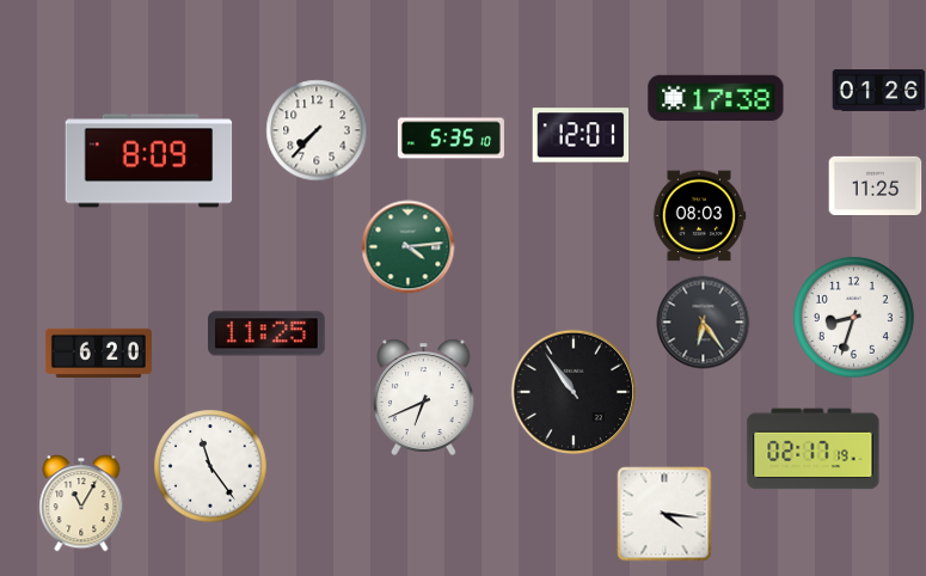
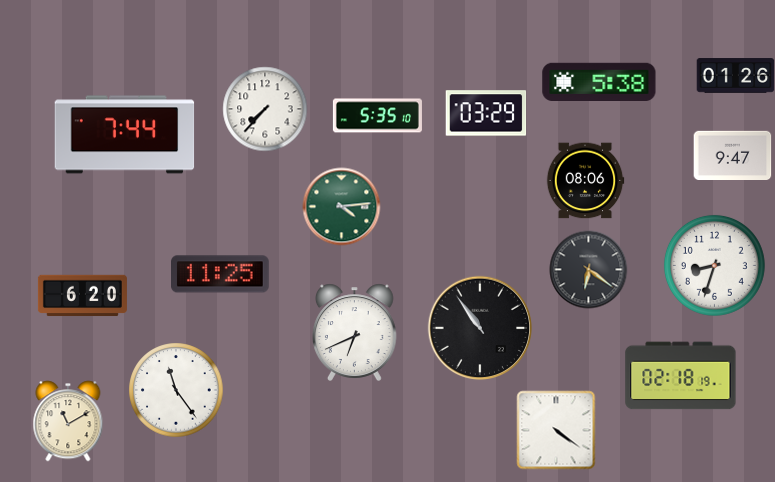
clock at (716, 97): 17:38 -> 5:38
clock at (581, 135): 12:01 -> 03:29
clock at (149, 161): 8:09 -> 7:44
clock at (875, 185): 11:25 -> 9:47
clock at (699, 216): 08:03 -> 08:06
clock at (703, 321): 6:24 -> 6:21
clock at (268, 333) position: (268, 333) -> (221, 274)
clock at (814, 449): 02:17 -> 02:18
clock at (81, 503): 11:05 -> 11:10
clock at (664, 514): 4:16 -> 4:21
